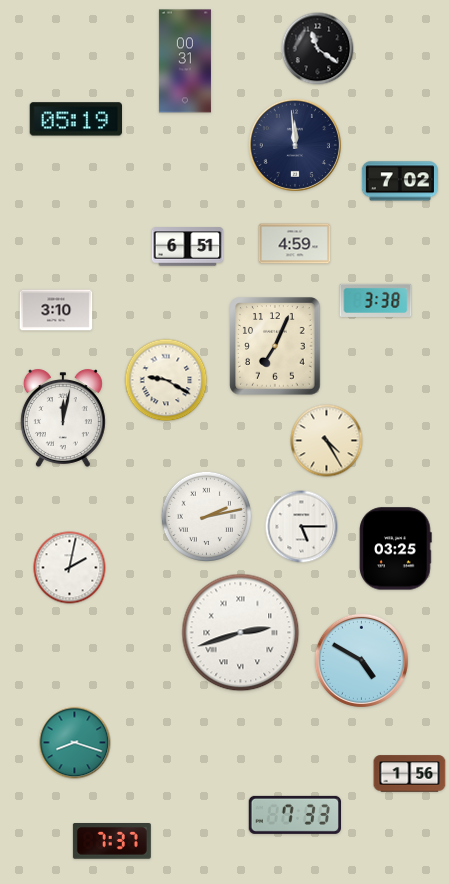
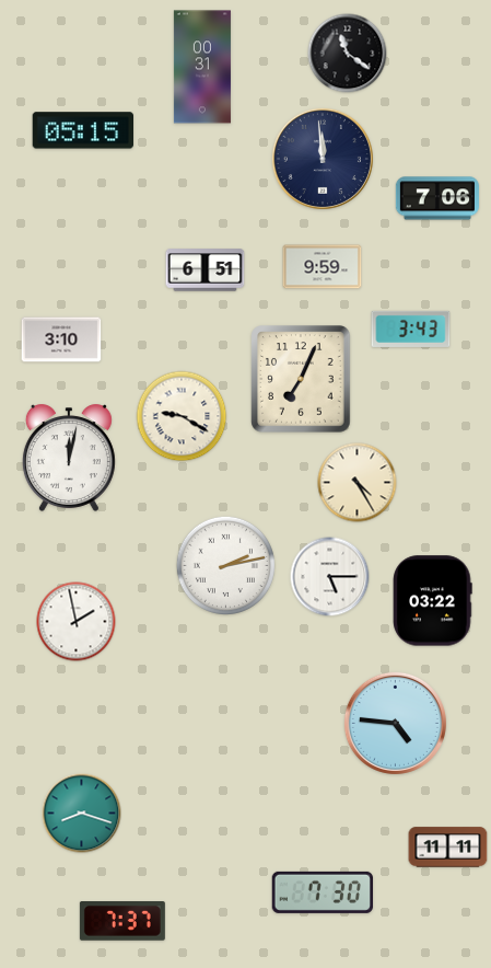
clock at (75, 119): 05:19 -> 05:15
clock at (400, 181): 7:02 -> 7:06
clock at (295, 244): 4:59 -> 9:59
clock at (376, 300): 3:38 -> 3:43
clock at (396, 549): 03:25 -> 03:22
clock at (70, 568): 2:02 -> 1:58
clock at (241, 633): 2:42 -> none
clock at (361, 660): 4:50 -> 4:46
clock at (410, 774): 1:56 -> 11:11
clock at (294, 815): 7:33 -> 7:30
